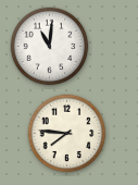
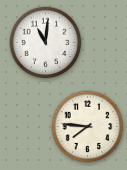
clock at (67, 134) position: (67, 134) -> (88, 127)
